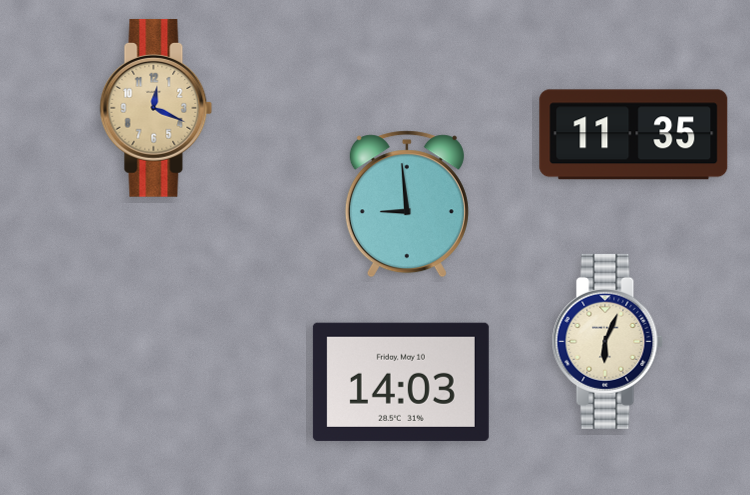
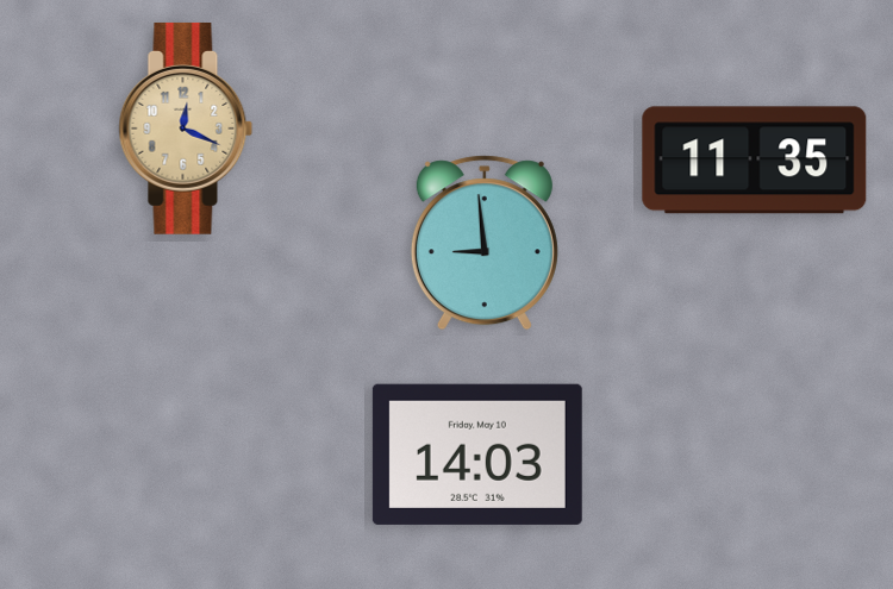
clock at (607, 341): 6:04 -> none
